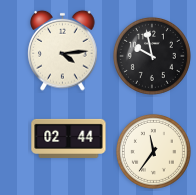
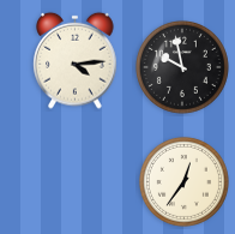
clock at (69, 138): 02:44 -> none
clock at (153, 151): 11:36 -> 12:36
